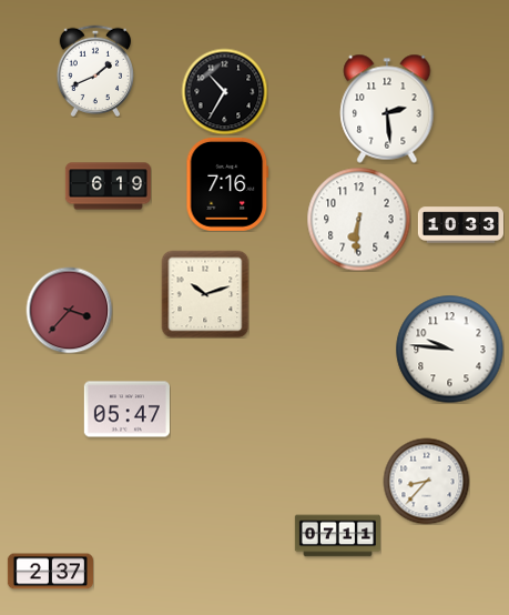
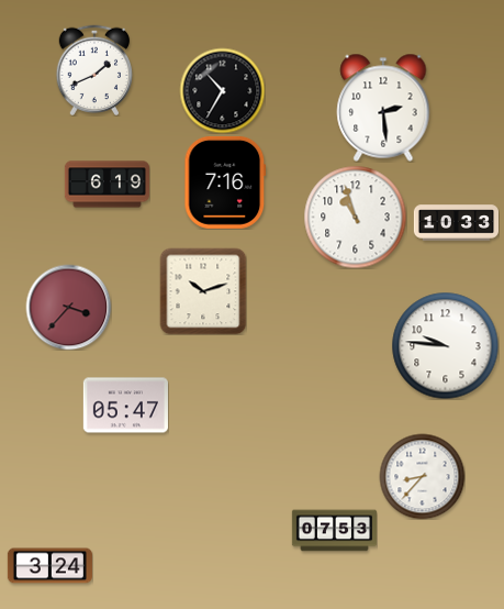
clock at (358, 219): 6:31 -> 10:57
clock at (337, 536): 07:11 -> 07:53
clock at (50, 572): 2:37 -> 3:24
